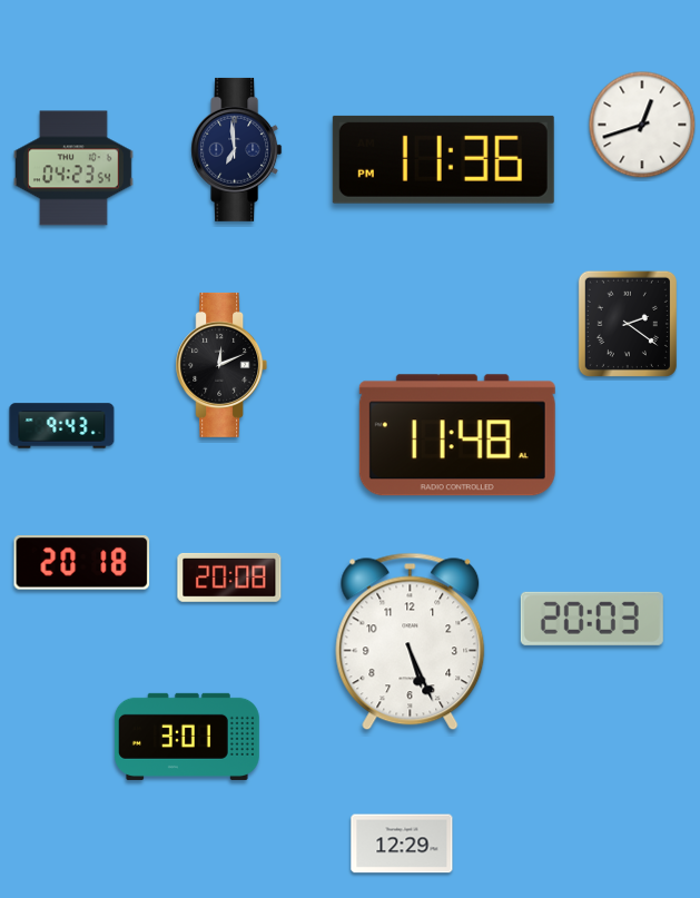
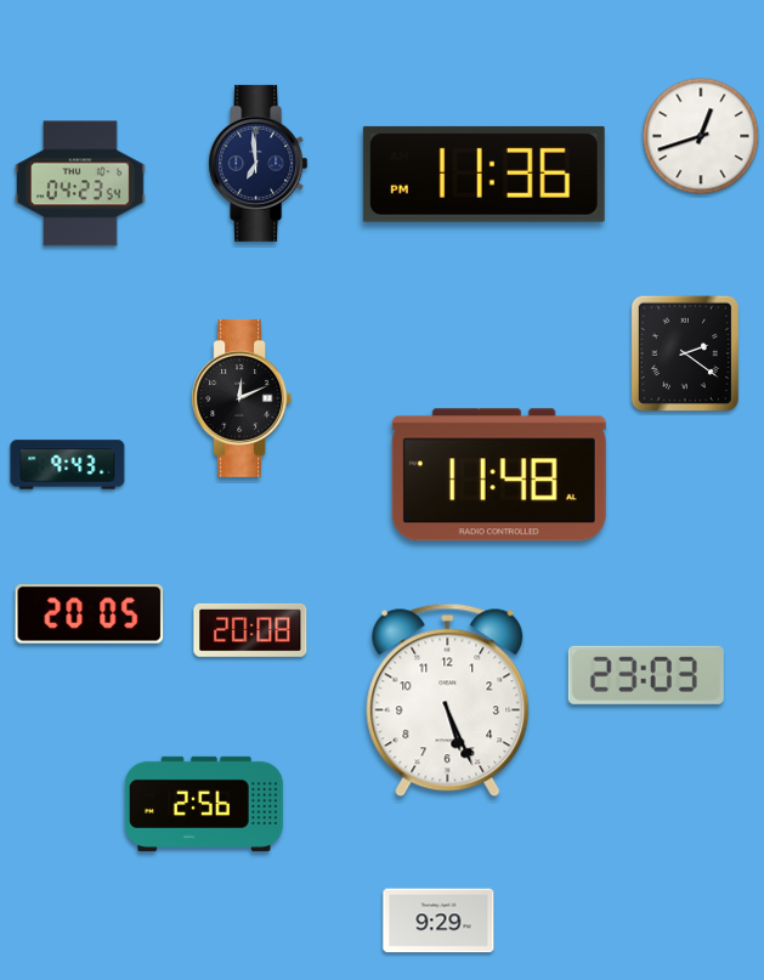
clock at (82, 563): 20:18 -> 20:05
clock at (592, 619): 20:03 -> 23:03
clock at (187, 737): 3:01 -> 2:56
clock at (402, 843): 12:29 -> 9:29
